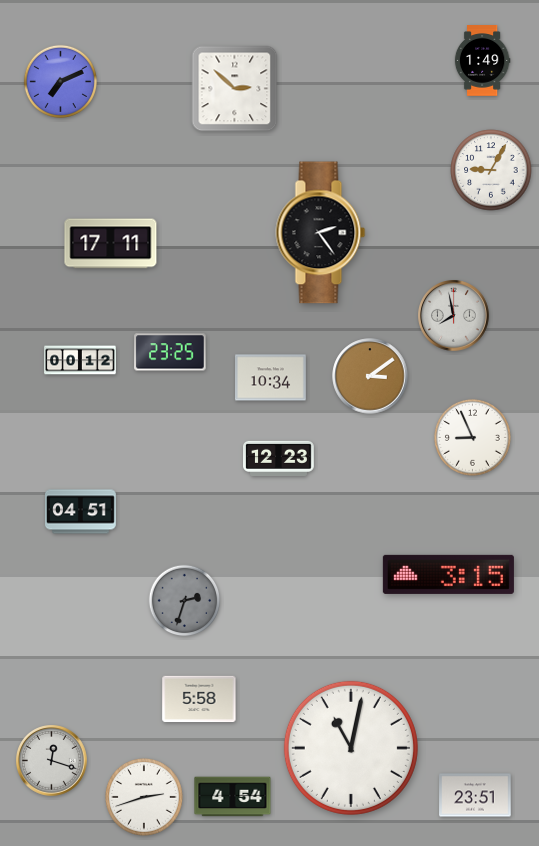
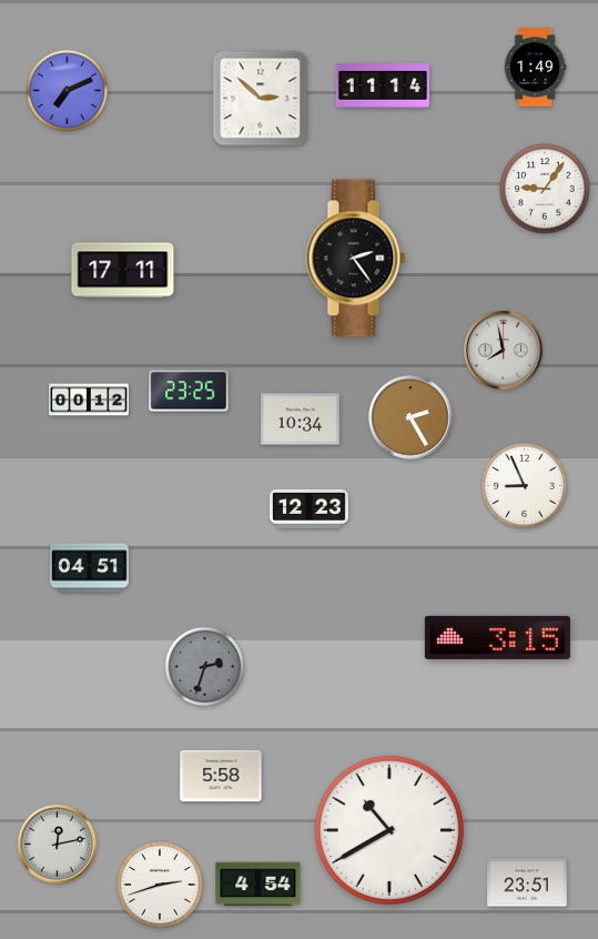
clock at (383, 85): none -> 11:14
clock at (491, 170): 9:05 -> 9:06
clock at (370, 376): 3:09 -> 2:25
clock at (351, 748): 11:02 -> 10:40
clock at (52, 761): 12:18 -> 12:13
